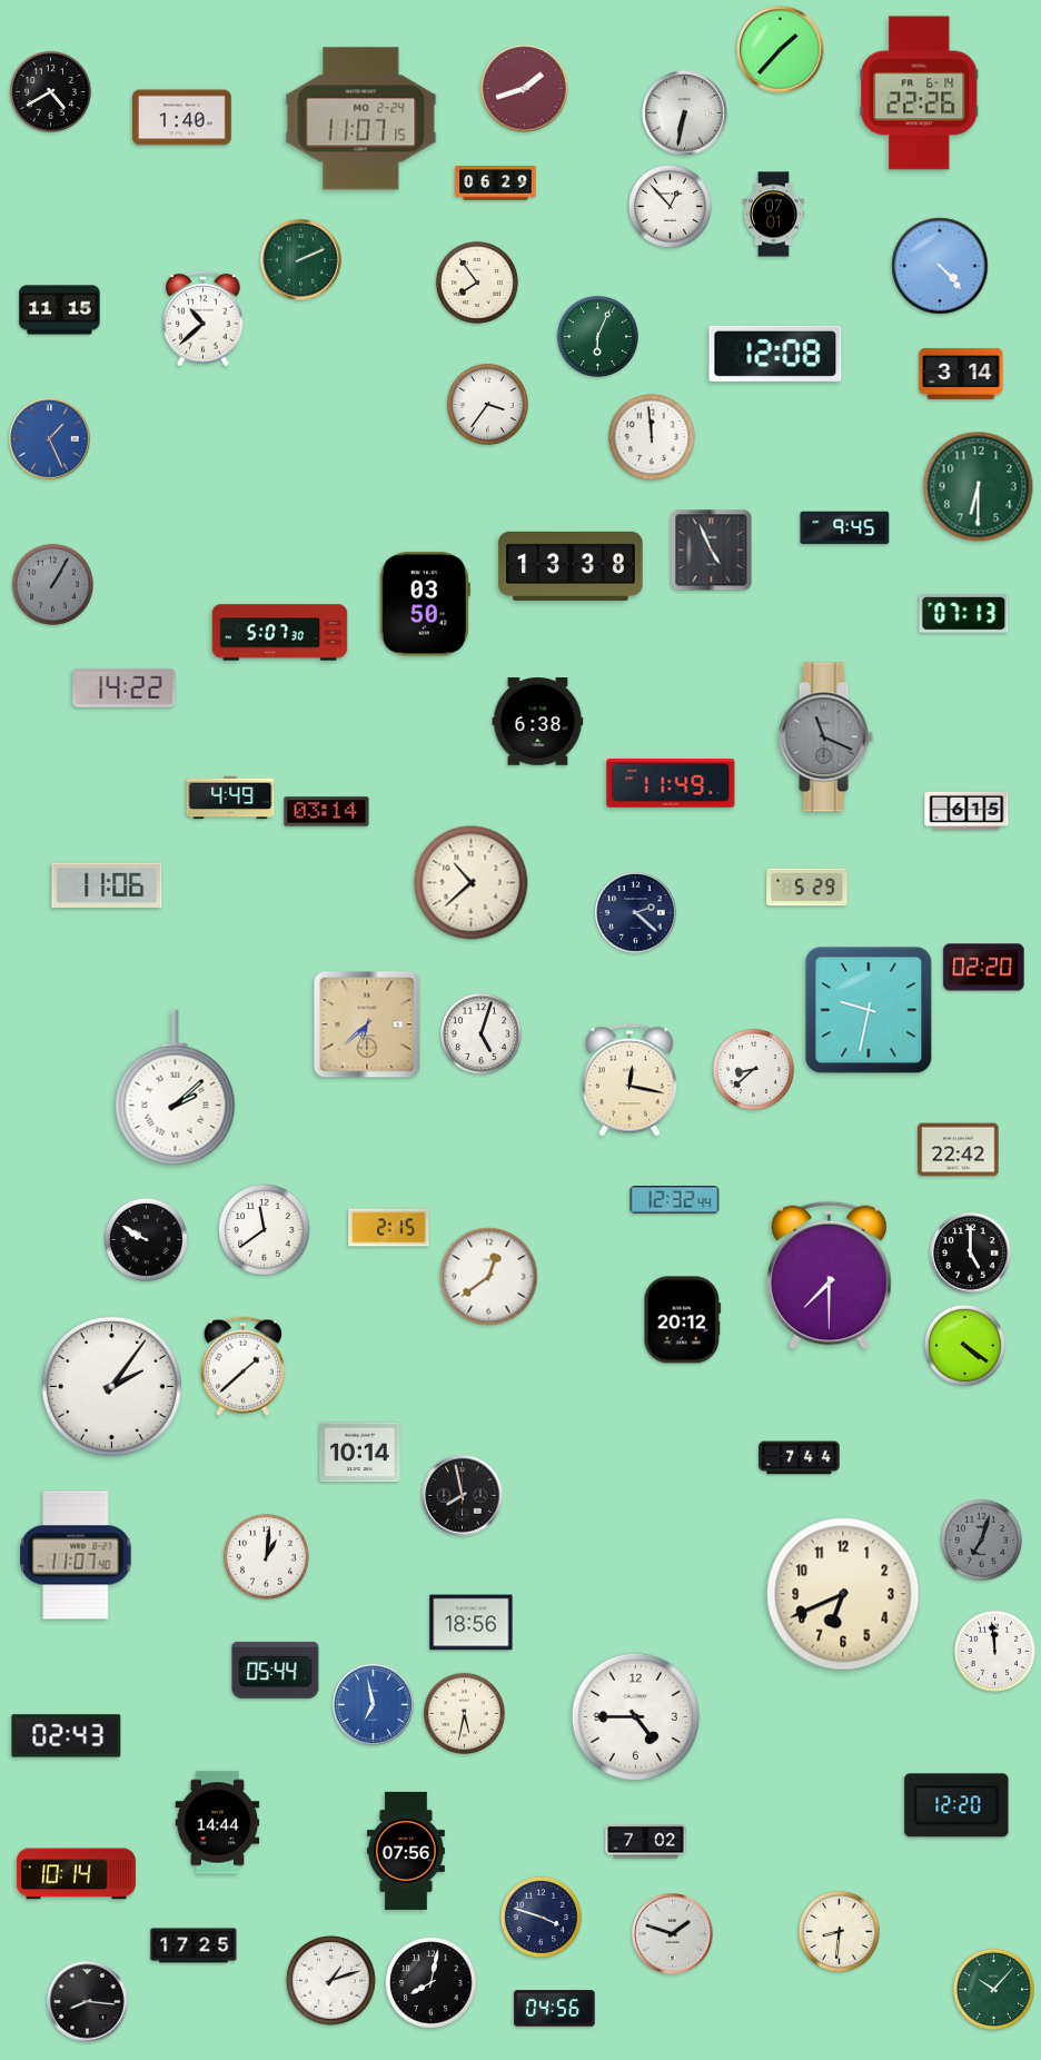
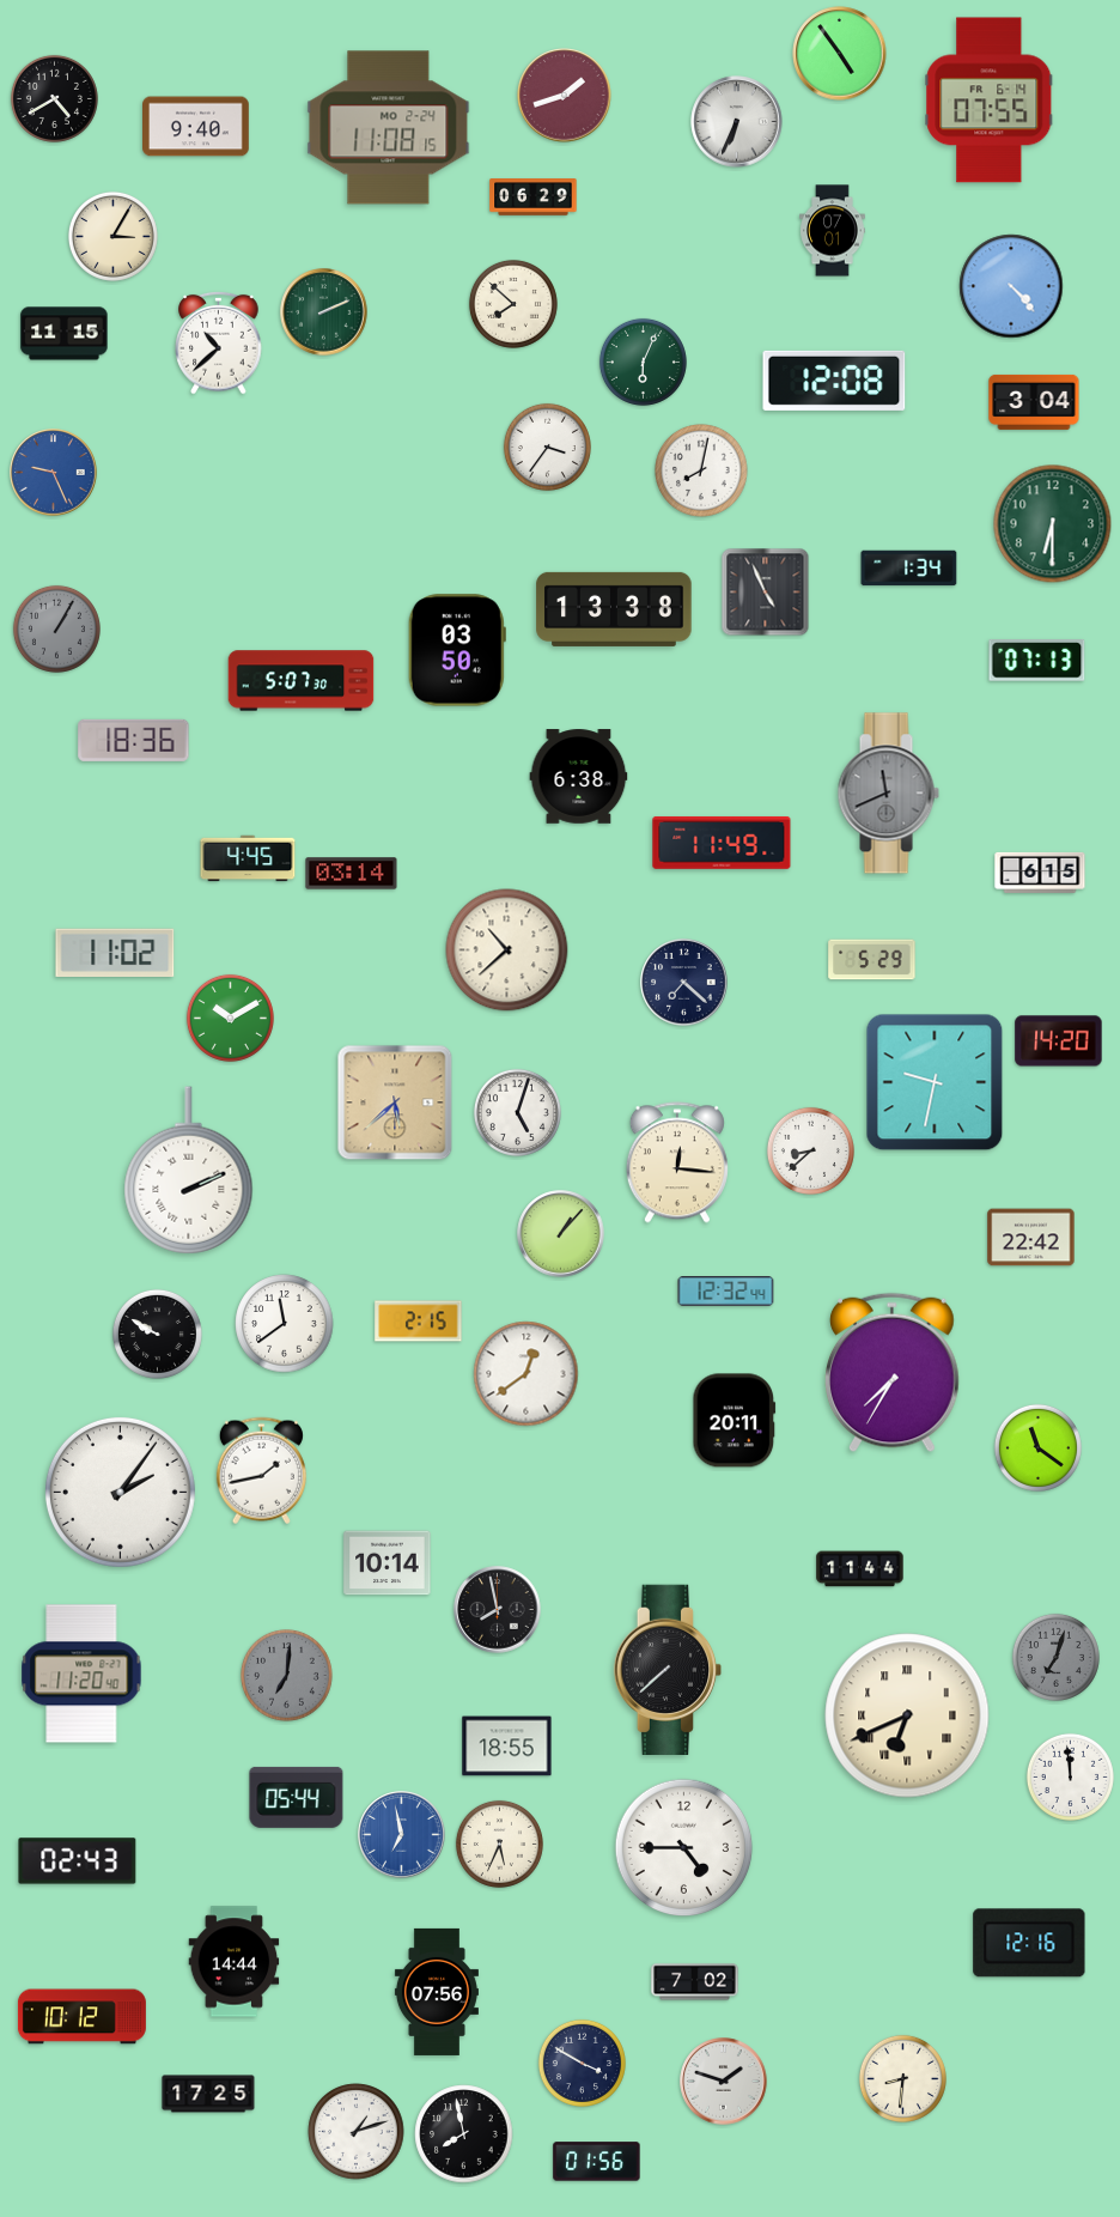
clock at (781, 50): 1:37 -> 4:54
clock at (920, 93): 22:26 -> 07:55
clock at (685, 113): 6:32 -> 6:34
clock at (182, 118): 1:40 -> 9:40
clock at (361, 119): 11:07 -> 11:08
clock at (670, 206): 12:53 -> none
clock at (112, 236): none -> 3:05
clock at (301, 260) position: (301, 260) -> (324, 312)
clock at (477, 283): 7:54 -> 7:52
clock at (961, 374): 3:14 -> 3:04
clock at (487, 404) position: (487, 404) -> (547, 447)
clock at (653, 438): 11:59 -> 8:02
clock at (50, 439): 1:26 -> 9:26
clock at (845, 528): 9:45 -> 1:34
clock at (125, 687): 14:22 -> 18:36
clock at (825, 737): 11:19 -> 11:41
clock at (230, 798): 4:49 -> 4:45
clock at (107, 884): 11:06 -> 11:02
clock at (807, 888) position: (807, 888) -> (872, 960)
clock at (636, 913): 2:22 -> 7:22
clock at (230, 1018): none -> 10:10
clock at (984, 968): 02:20 -> 14:20
clock at (869, 1010) position: (869, 1010) -> (935, 1082)
clock at (367, 1024): 6:38 -> 5:38
clock at (629, 1080): 12:17 -> 12:16
clock at (176, 1088): 2:08 -> 2:11
clock at (561, 1234): none -> 1:07
clock at (971, 1254): 5:00 -> none
clock at (830, 1276): 7:30 -> 7:35
clock at (683, 1320): 20:12 -> 20:11
clock at (964, 1345): 4:21 -> 11:21
clock at (242, 1367): 1:38 -> 1:43
clock at (800, 1458): 7:44 -> 11:44
clock at (666, 1669): none -> 7:38
clock at (76, 1555): 11:07 -> 11:20
clock at (267, 1557): 1:01 -> 7:01
clock at (267, 1557) dial: white -> grey
clock at (843, 1594) numerals: Arabic -> Roman
clock at (472, 1623): 18:56 -> 18:55
clock at (464, 1713): 5:32 -> 5:34
clock at (67, 1736) position: (67, 1736) -> (78, 1861)
clock at (956, 1805): 12:20 -> 12:16
clock at (76, 1874): 10:14 -> 10:12
clock at (541, 1917): 3:48 -> 3:50
clock at (432, 1983): 8:02 -> 7:58
clock at (993, 1989): 10:07 -> none
clock at (88, 2002): 8:16 -> none
clock at (555, 2009): 04:56 -> 01:56
